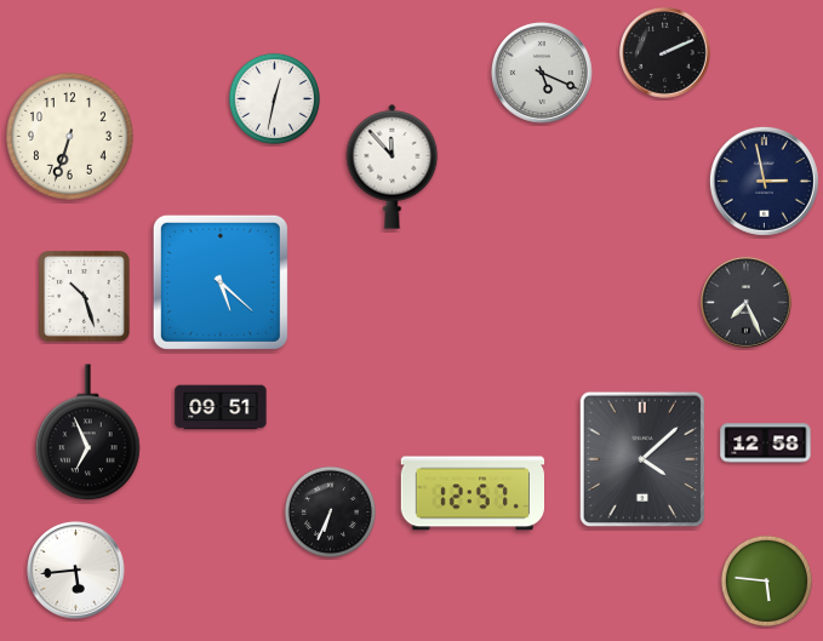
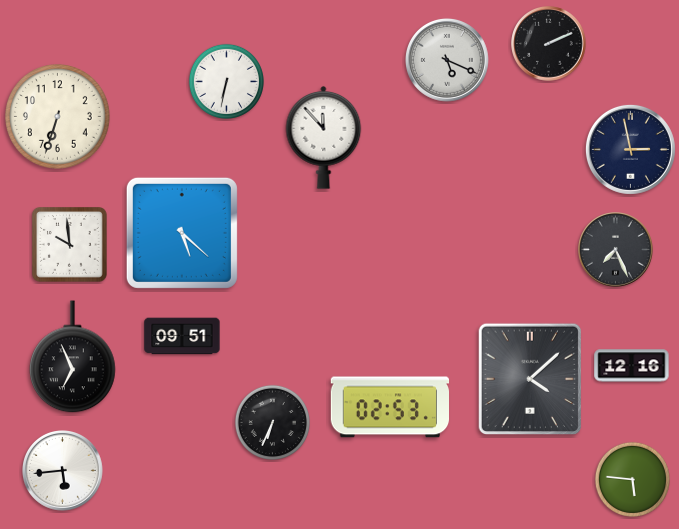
clock at (274, 98): 12:32 -> 6:32
clock at (70, 137) position: (70, 137) -> (58, 117)
clock at (85, 297): 10:27 -> 9:59
clock at (766, 443): 12:58 -> 12:16
clock at (471, 493): 12:57 -> 02:53
